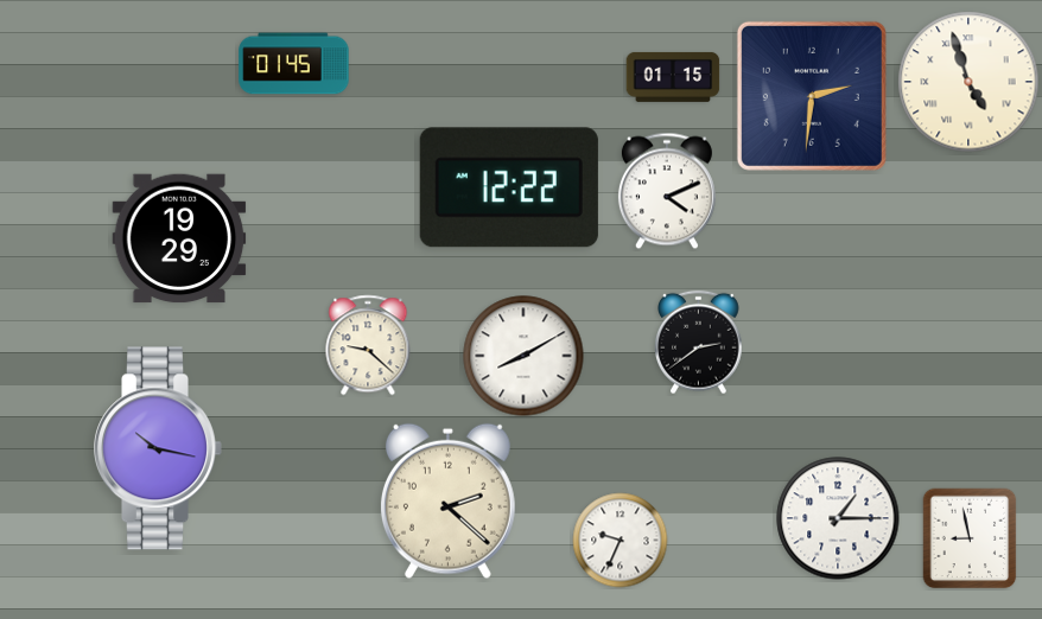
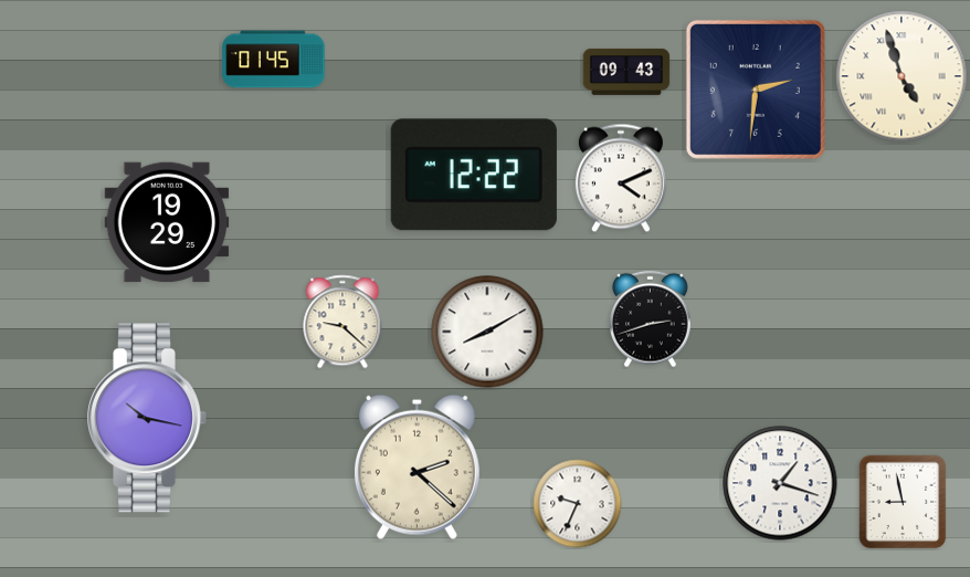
clock at (673, 77): 01:15 -> 09:43
clock at (699, 343): 2:39 -> 2:42
clock at (838, 518): 1:15 -> 1:18
